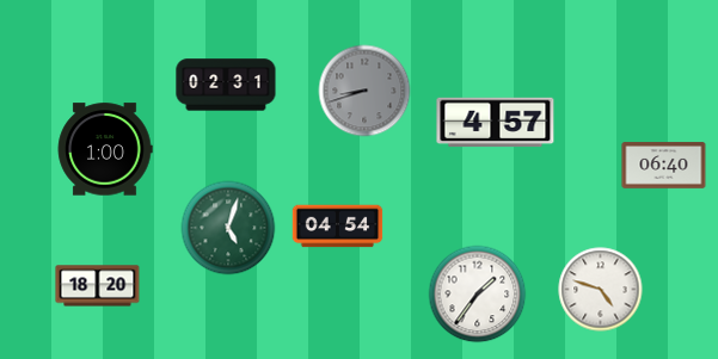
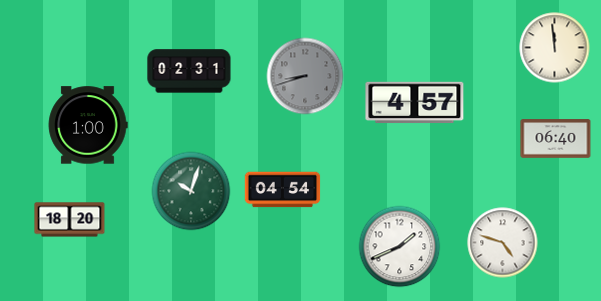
clock at (555, 48): none -> 11:59
clock at (228, 228): 5:03 -> 10:03
clock at (98, 286) position: (98, 286) -> (70, 220)
clock at (478, 295): 1:36 -> 1:41
